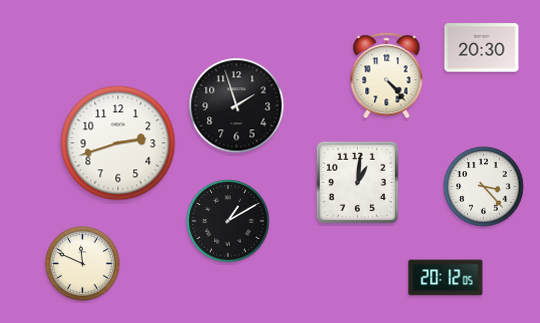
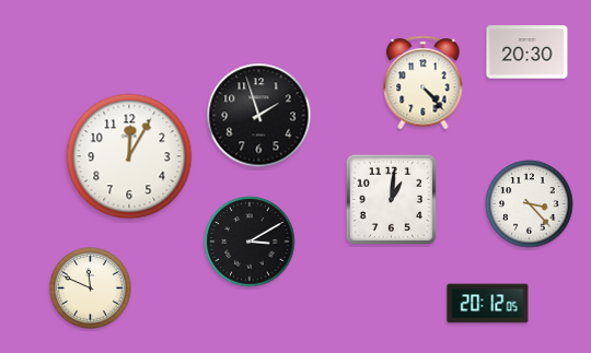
clock at (118, 143): 2:42 -> 12:05
clock at (228, 221): 1:10 -> 3:10
